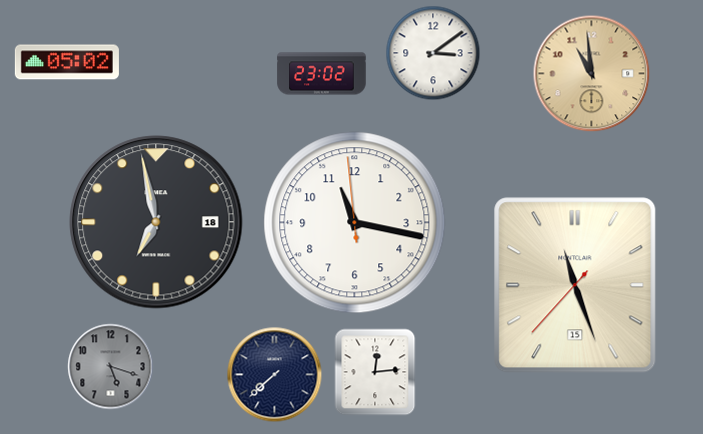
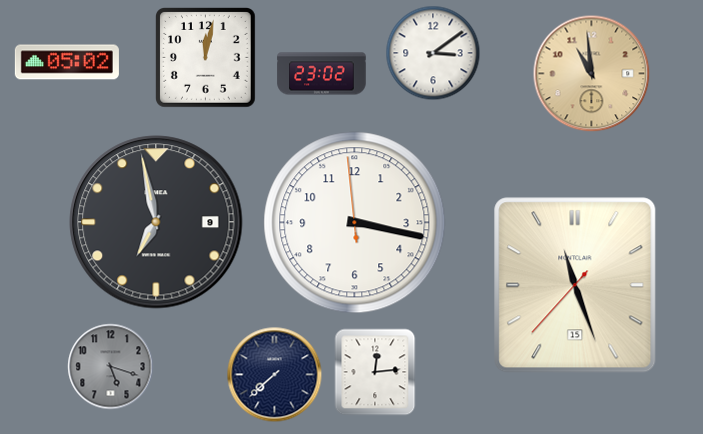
clock at (206, 58): none -> 12:02
clock at (156, 222) date: 18 -> 9
clock at (355, 223): 11:16 -> 3:16
